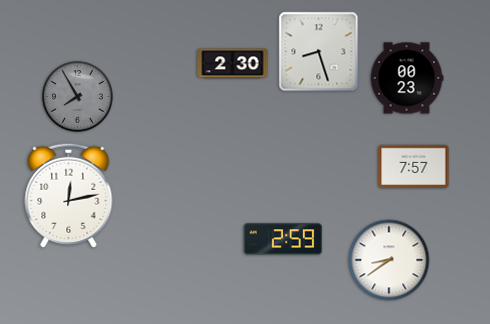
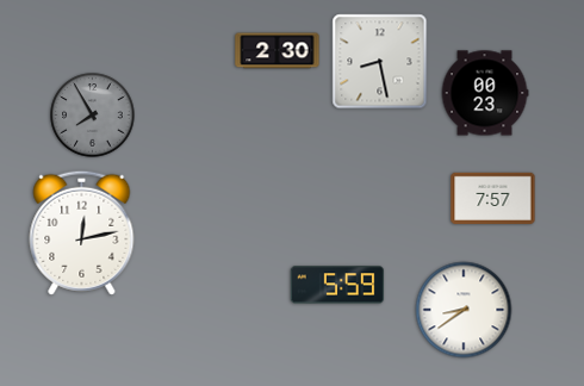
clock at (319, 52): 8:27 -> 8:28
clock at (233, 64) position: (233, 64) -> (278, 51)
clock at (283, 239): 2:59 -> 5:59
